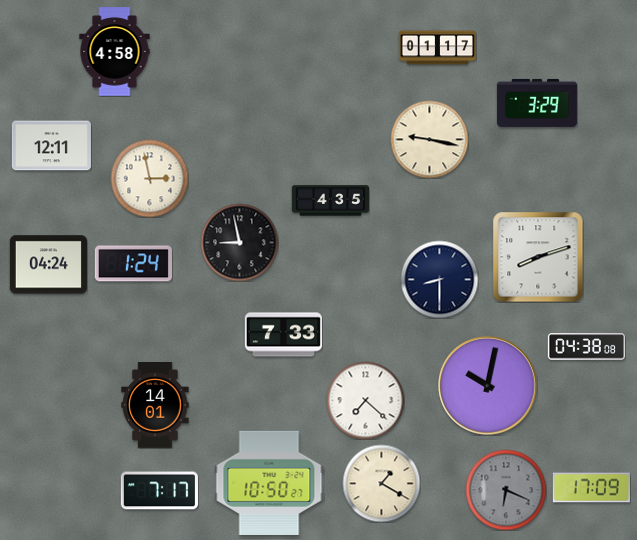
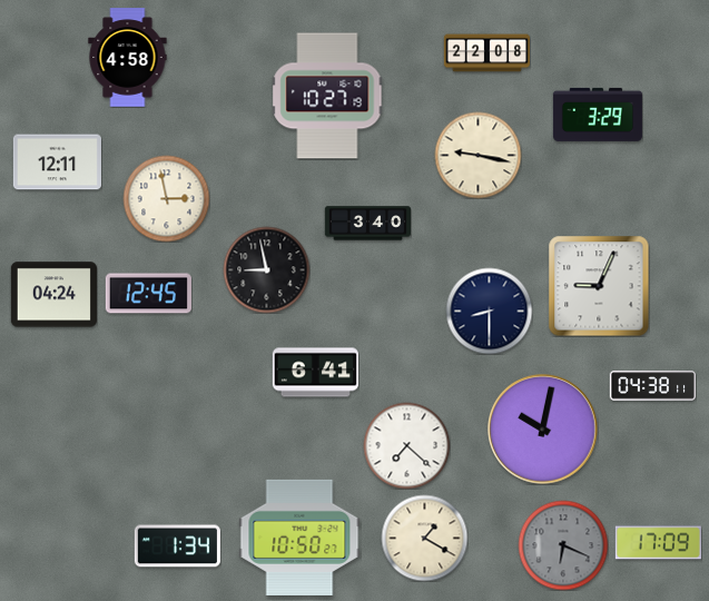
clock at (437, 48): 01:17 -> 22:08
clock at (327, 96): none -> 10:27
clock at (330, 201): 4:35 -> 3:40
clock at (538, 257): 8:12 -> 9:04
clock at (133, 264): 1:24 -> 12:45
clock at (283, 335): 7:33 -> 6:41
clock at (586, 347): 04:38:08 -> 04:38:11
clock at (155, 406): 14:01 -> none
clock at (159, 491): 7:17 -> 1:34
